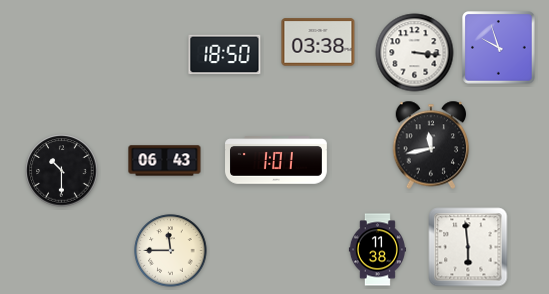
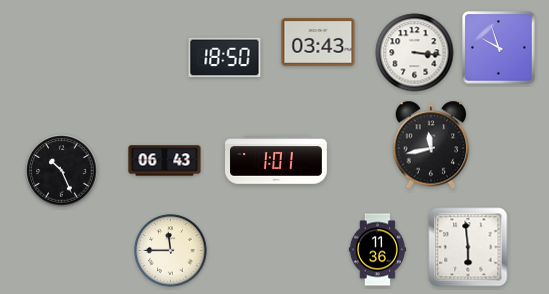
clock at (318, 42): 03:38 -> 03:43
clock at (225, 55) position: (225, 55) -> (225, 58)
clock at (62, 171): 10:30 -> 10:26
clock at (377, 250): 11:38 -> 11:36
